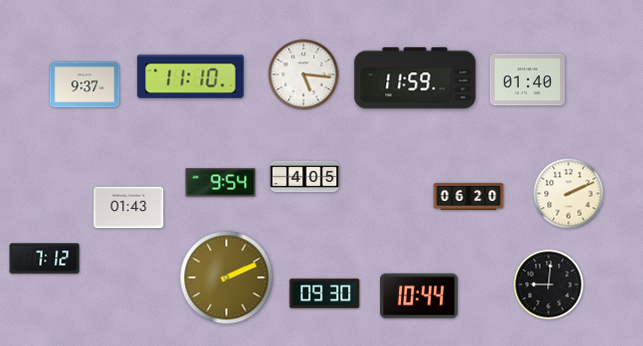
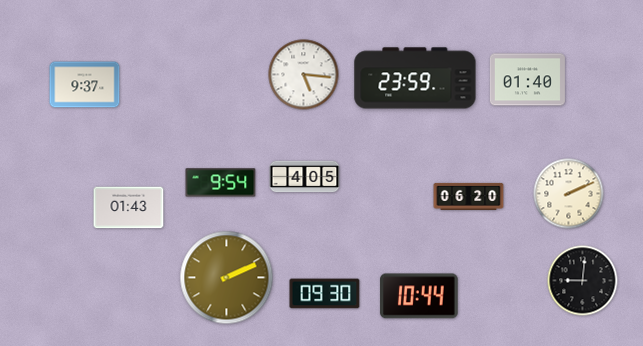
clock at (191, 77): 11:10 -> none
clock at (415, 78): 11:59 -> 23:59
clock at (45, 259): 7:12 -> none
clock at (549, 285) position: (549, 285) -> (583, 281)
